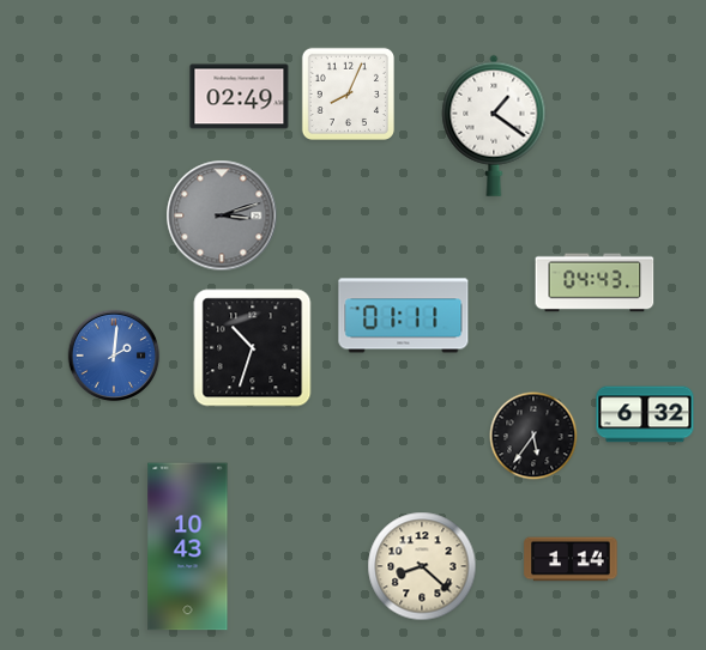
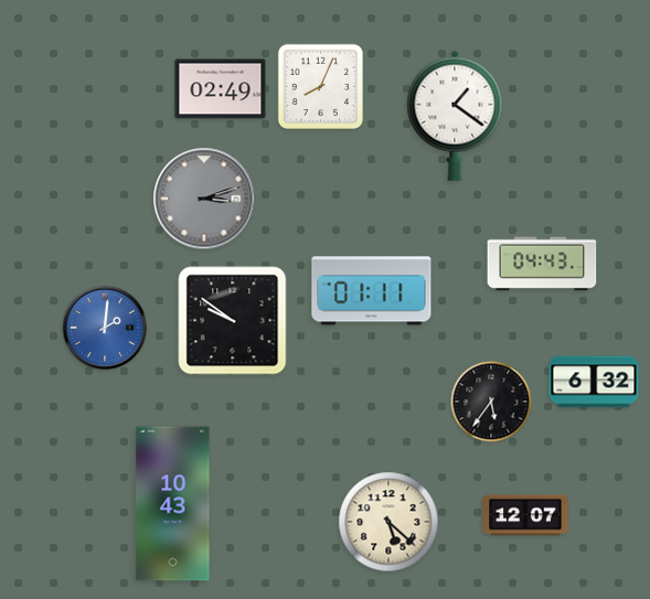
clock at (595, 283) position: (595, 283) -> (542, 264)
clock at (253, 348): 10:33 -> 9:51
clock at (571, 559): 1:14 -> 12:07
clock at (422, 566): 8:22 -> 5:22
